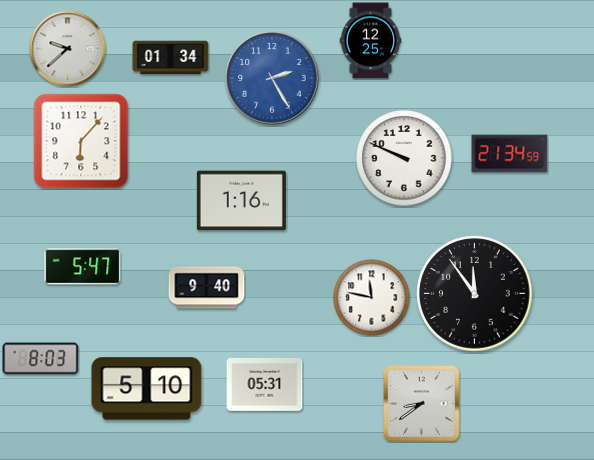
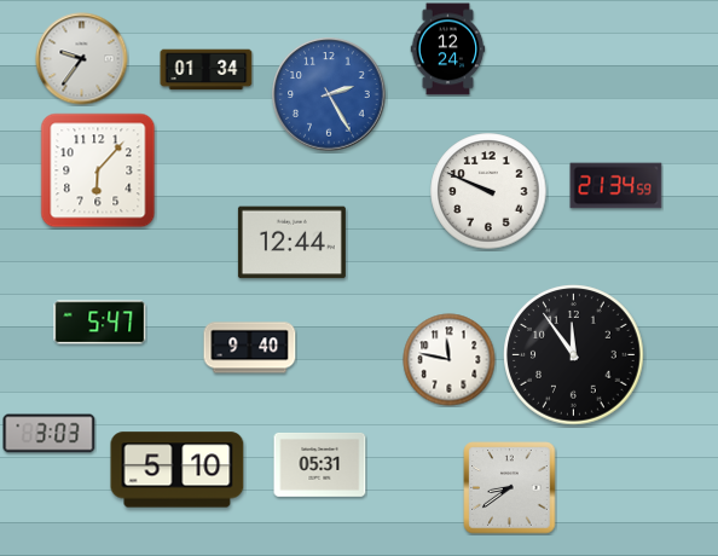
clock at (371, 41): 12:25 -> 12:24
clock at (68, 49): 9:38 -> 9:36
clock at (241, 201): 1:16 -> 12:44
clock at (41, 359): 8:03 -> 3:03
